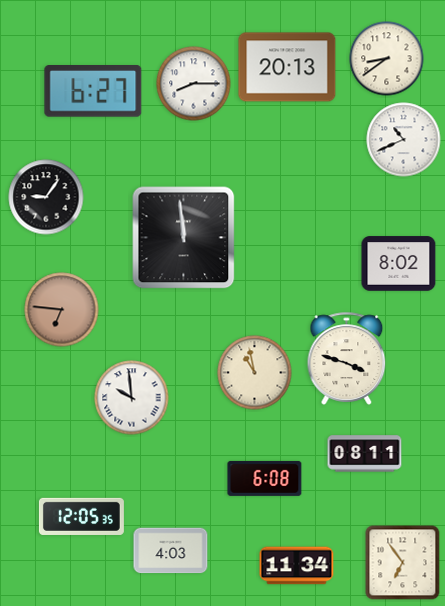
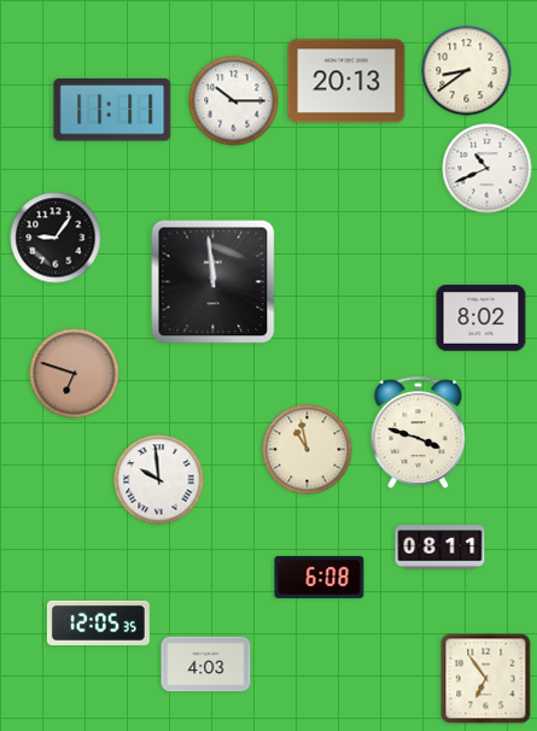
clock at (194, 84): 8:15 -> 10:15
clock at (93, 92): 6:27 -> 11:11
clock at (184, 238) position: (184, 238) -> (214, 282)
clock at (62, 310): 6:46 -> 6:48
clock at (297, 566): 11:34 -> none
